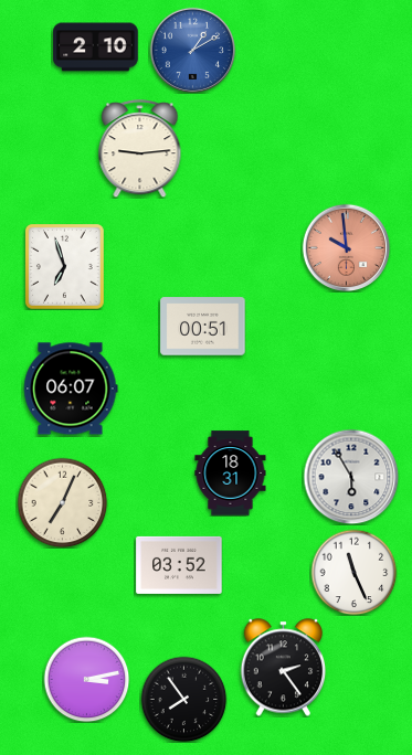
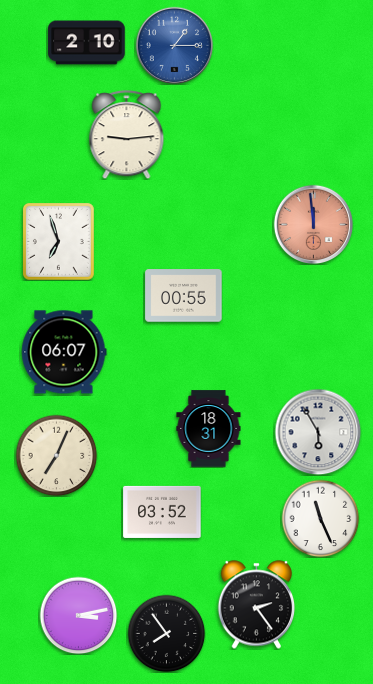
clock at (192, 50): 1:10 -> 1:15
clock at (346, 247): 9:59 -> 11:59
clock at (203, 327): 00:51 -> 00:55
